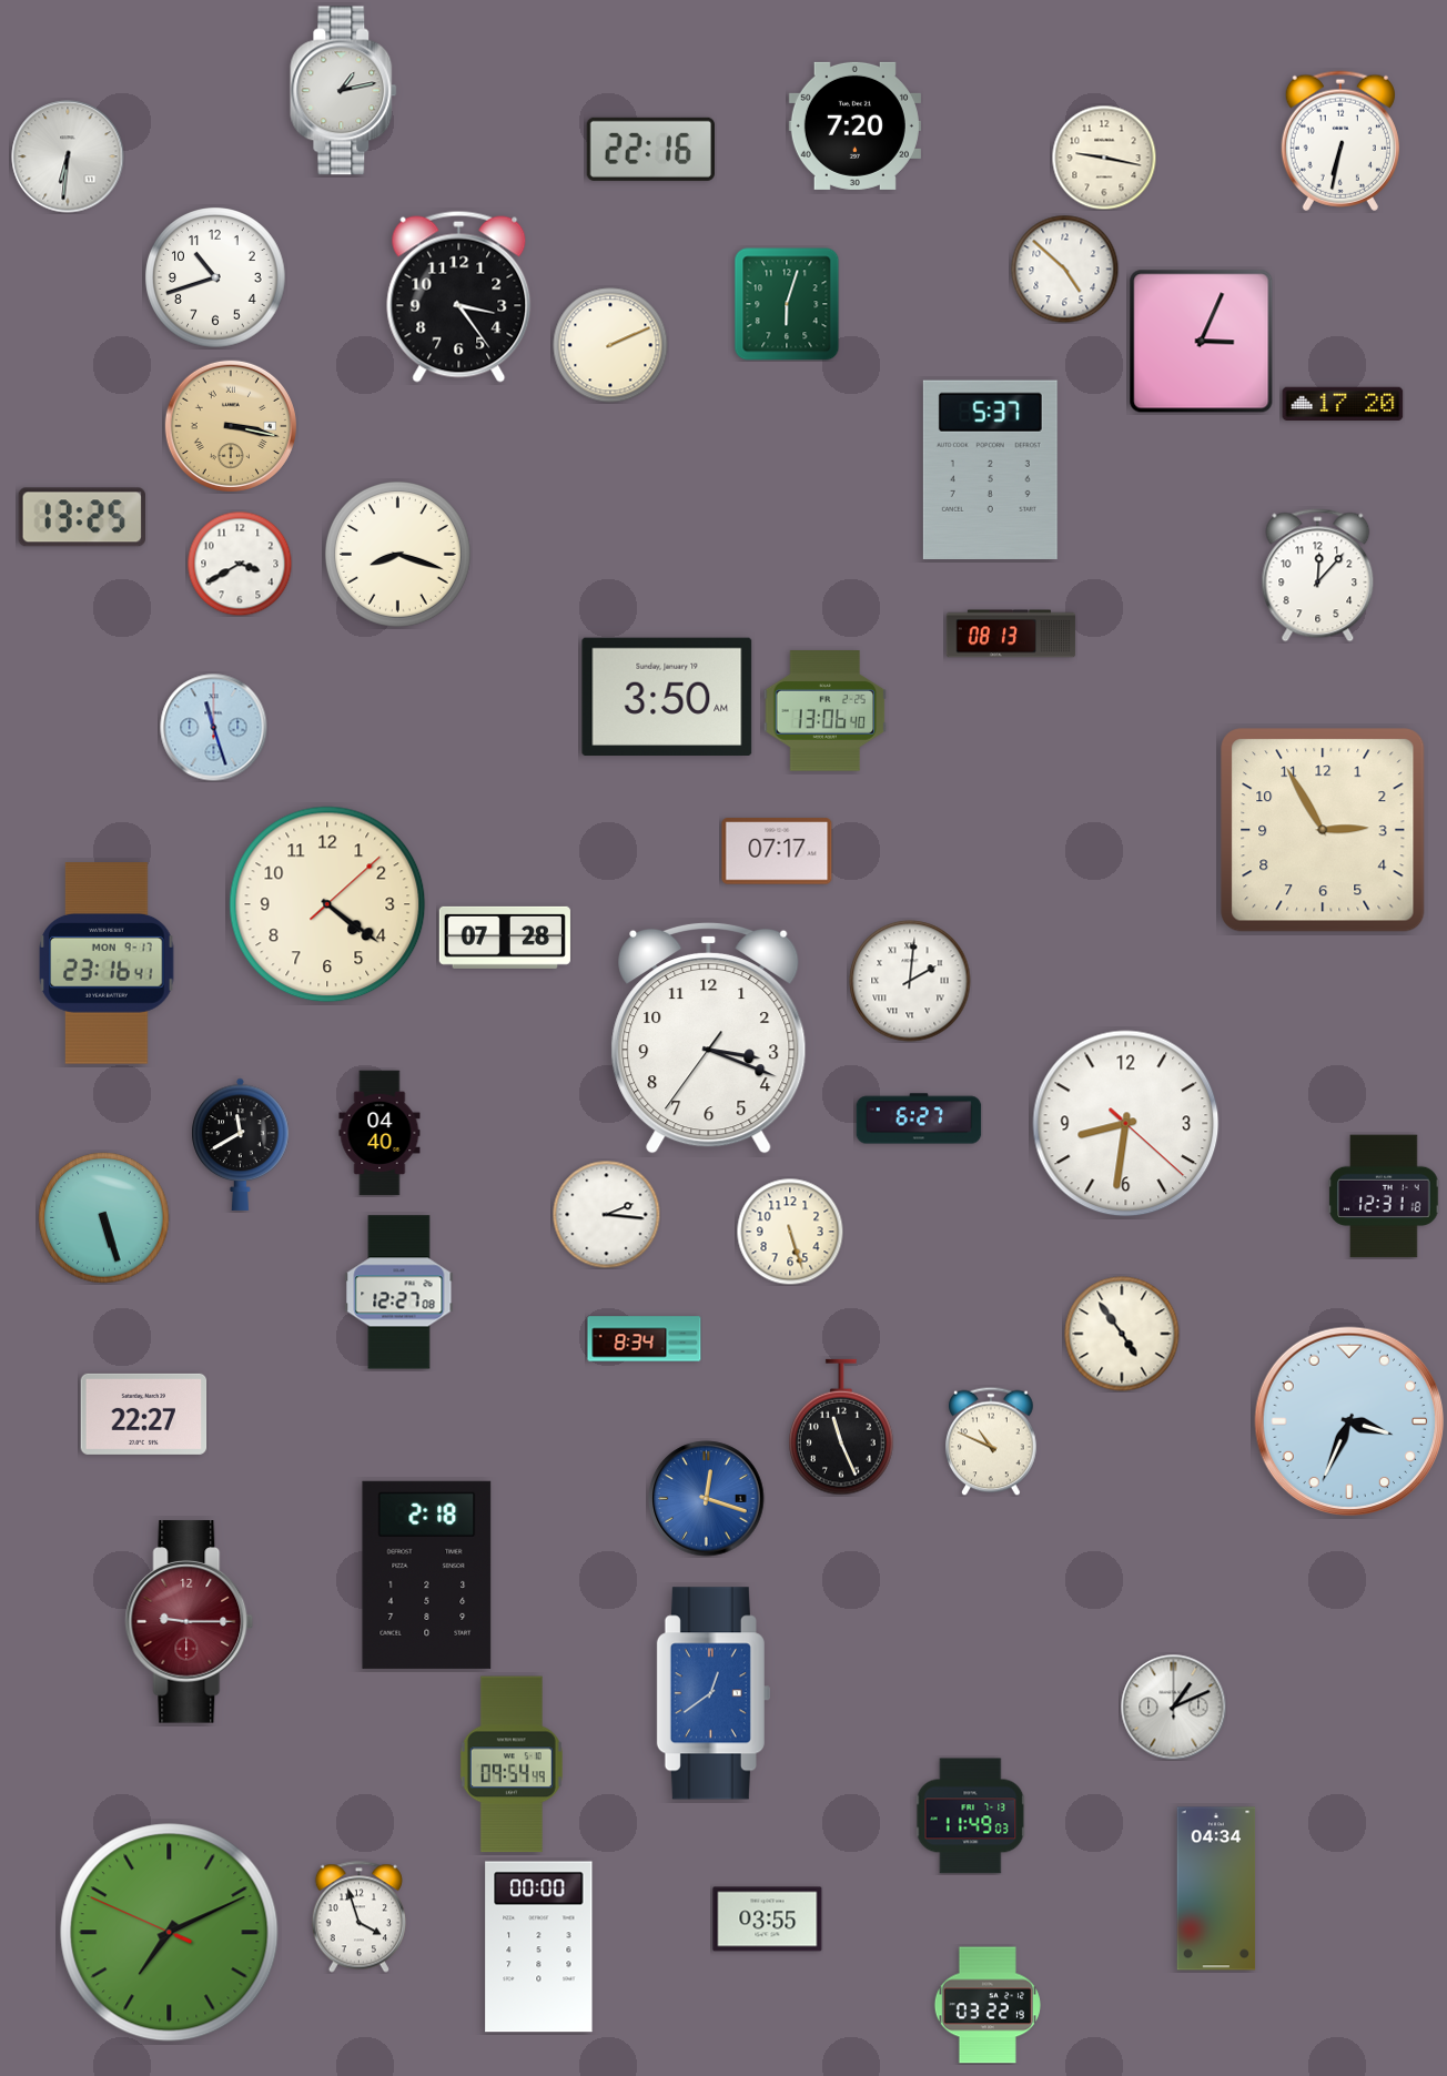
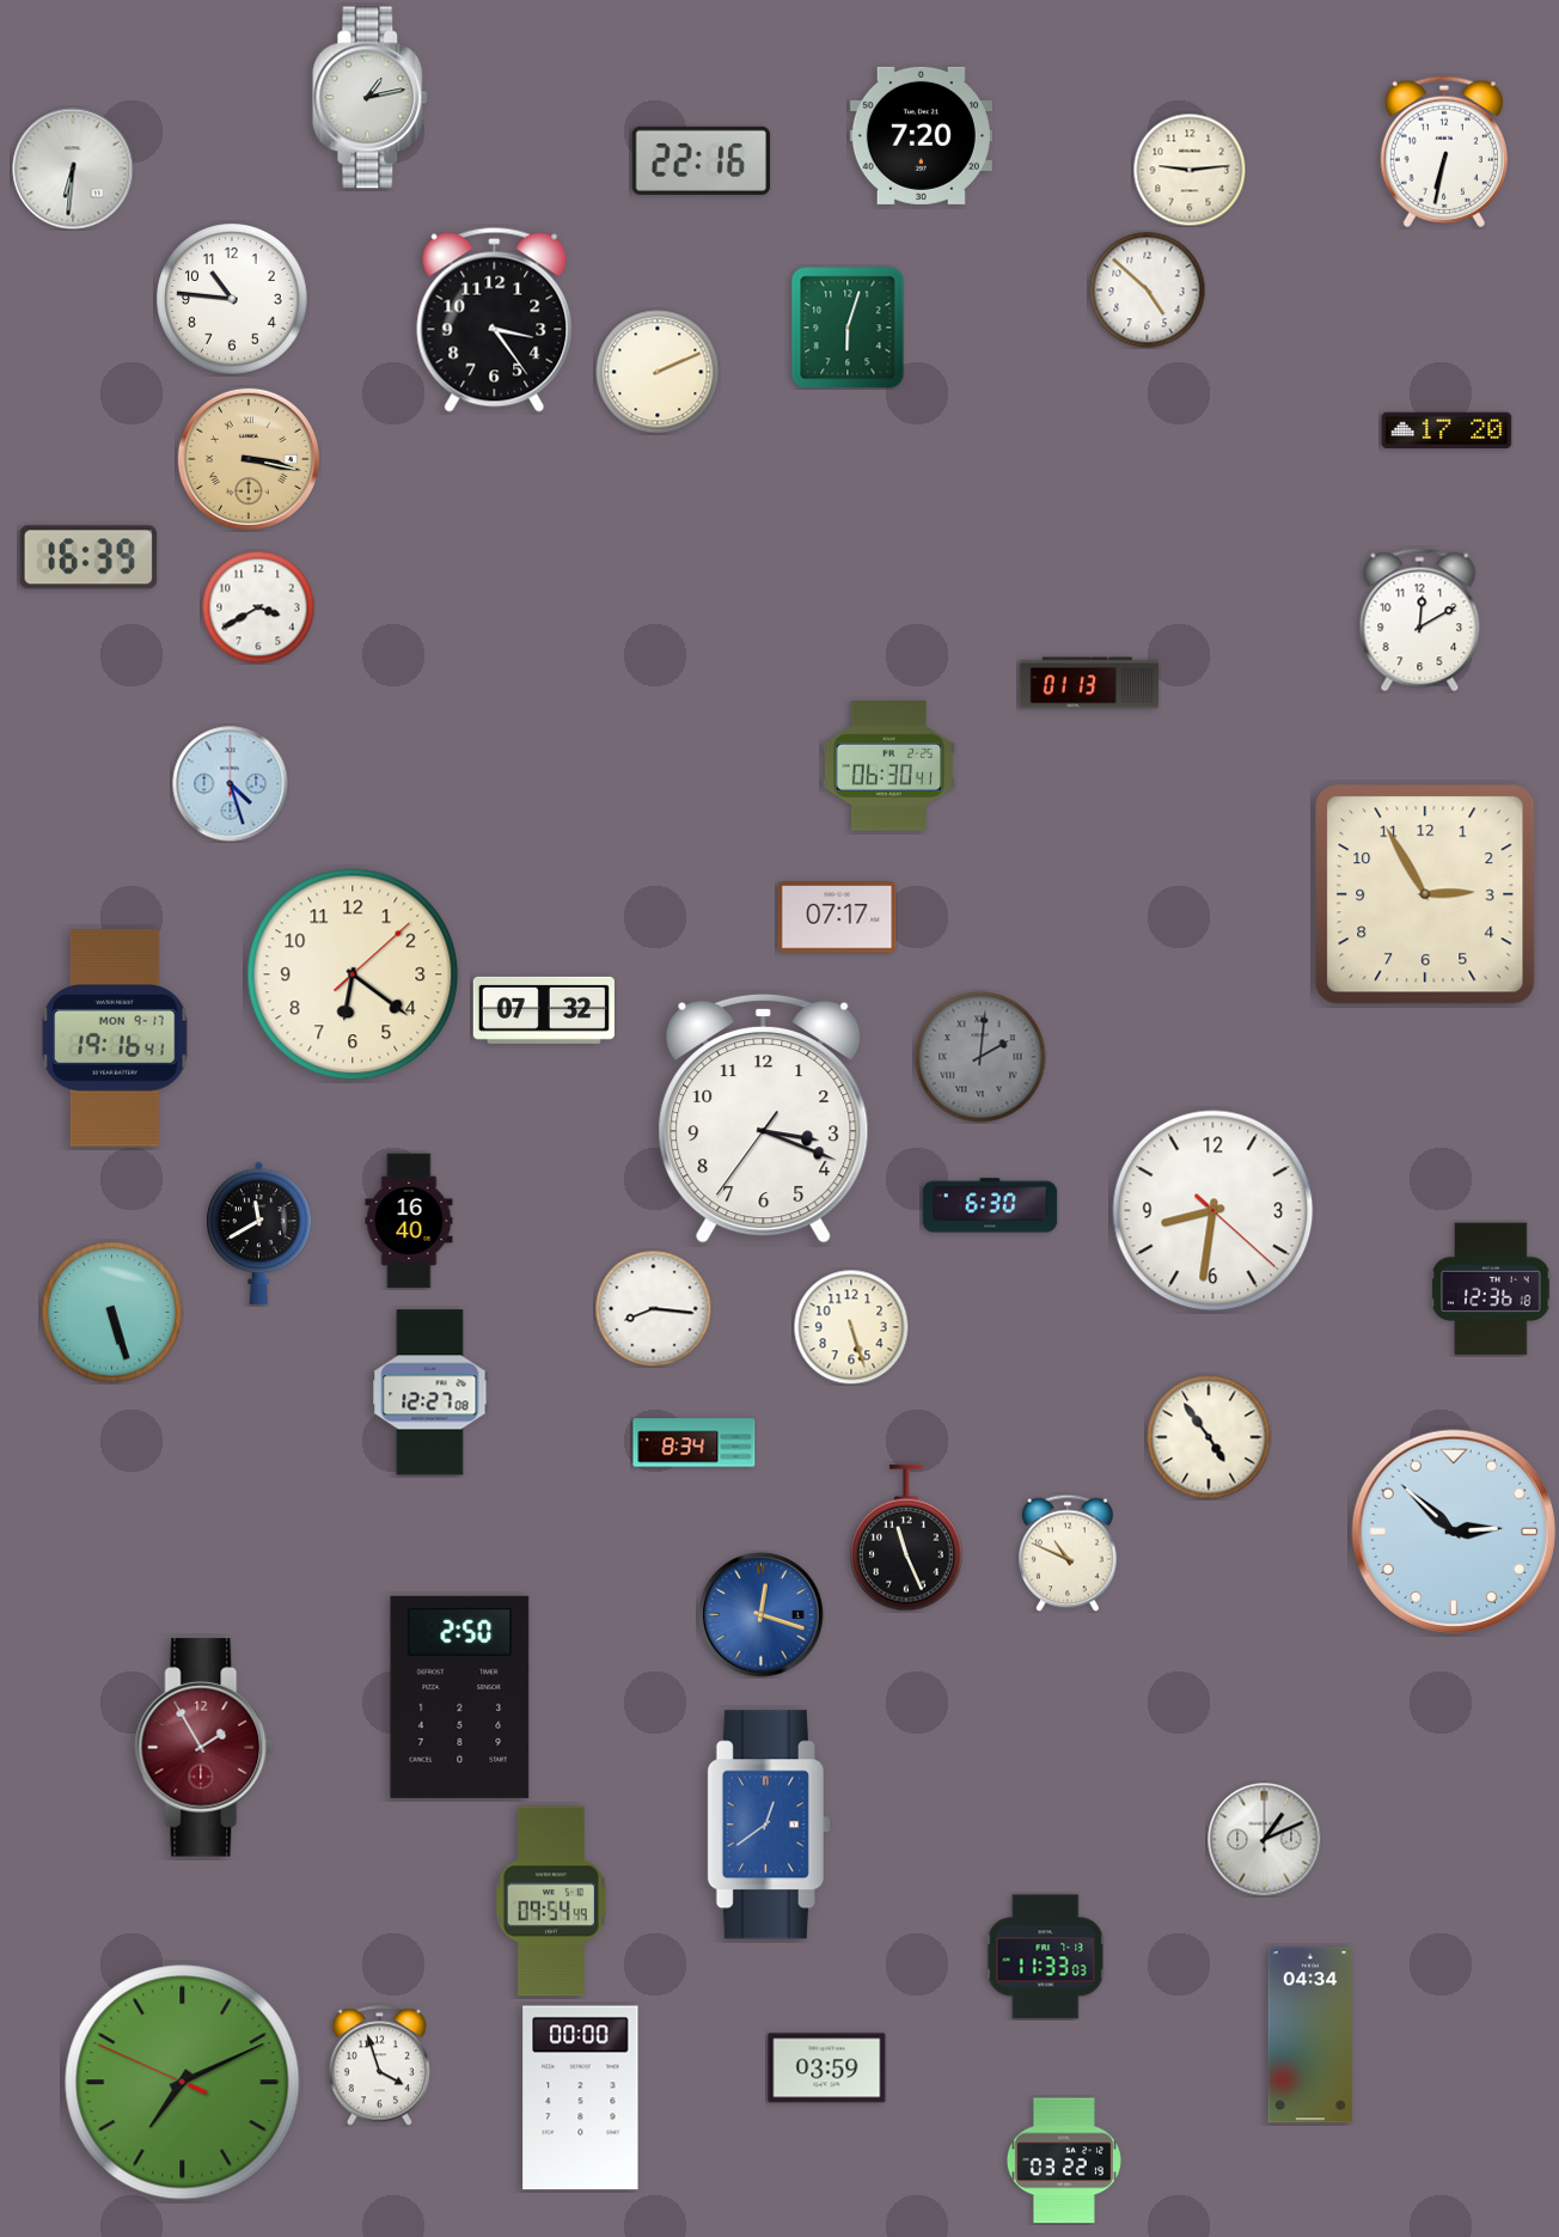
clock at (1104, 158): 9:17 -> 9:14
clock at (215, 277): 10:42 -> 10:46
clock at (1202, 342): 3:04 -> none
clock at (1343, 404) position: (1343, 404) -> (1447, 430)
clock at (990, 469): 5:37 -> none
clock at (82, 517): 13:25 -> 16:39
clock at (397, 554): 8:18 -> none
clock at (1318, 576): 12:07 -> 12:10
clock at (1011, 634): 08:13 -> 01:13
clock at (667, 696): 3:50 -> none
clock at (826, 711): 13:06 -> 06:30
clock at (214, 728): 11:27 -> 4:27
clock at (327, 904): 4:21 -> 6:21
clock at (505, 938): 07:28 -> 07:32
clock at (107, 963): 23:16 -> 19:16
clock at (910, 981) dial: white -> grey
clock at (919, 1118): 6:27 -> 6:30
clock at (380, 1133): 04:40 -> 16:40
clock at (1384, 1196): 12:31 -> 12:36
clock at (606, 1214): 2:16 -> 8:16
clock at (144, 1414): 22:27 -> none
clock at (1349, 1421): 3:34 -> 2:52
clock at (427, 1574): 2:18 -> 2:50
clock at (190, 1622): 9:15 -> 1:55
clock at (971, 1816): 11:49 -> 11:33
clock at (358, 1917) position: (358, 1917) -> (379, 2066)
clock at (768, 1920): 03:55 -> 03:59
